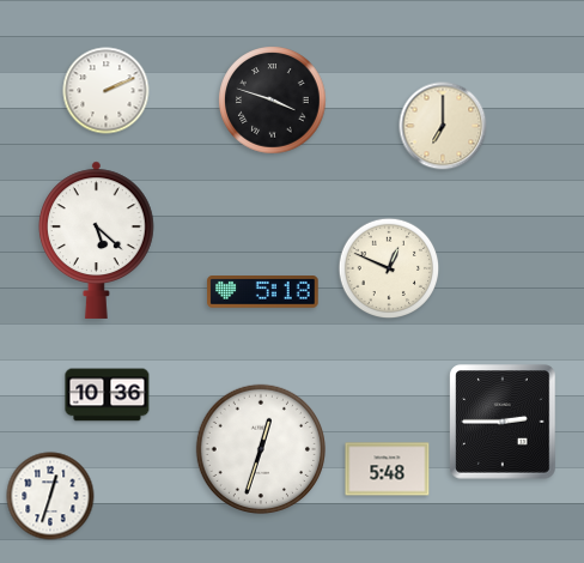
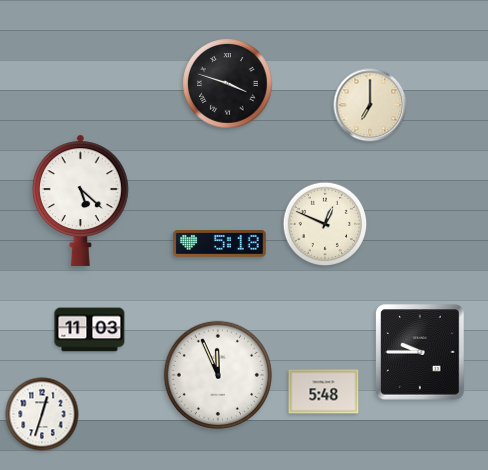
clock at (107, 91): 2:11 -> none
clock at (108, 395): 10:36 -> 11:03
clock at (503, 422): 2:45 -> 9:45
clock at (260, 448): 12:33 -> 11:56
